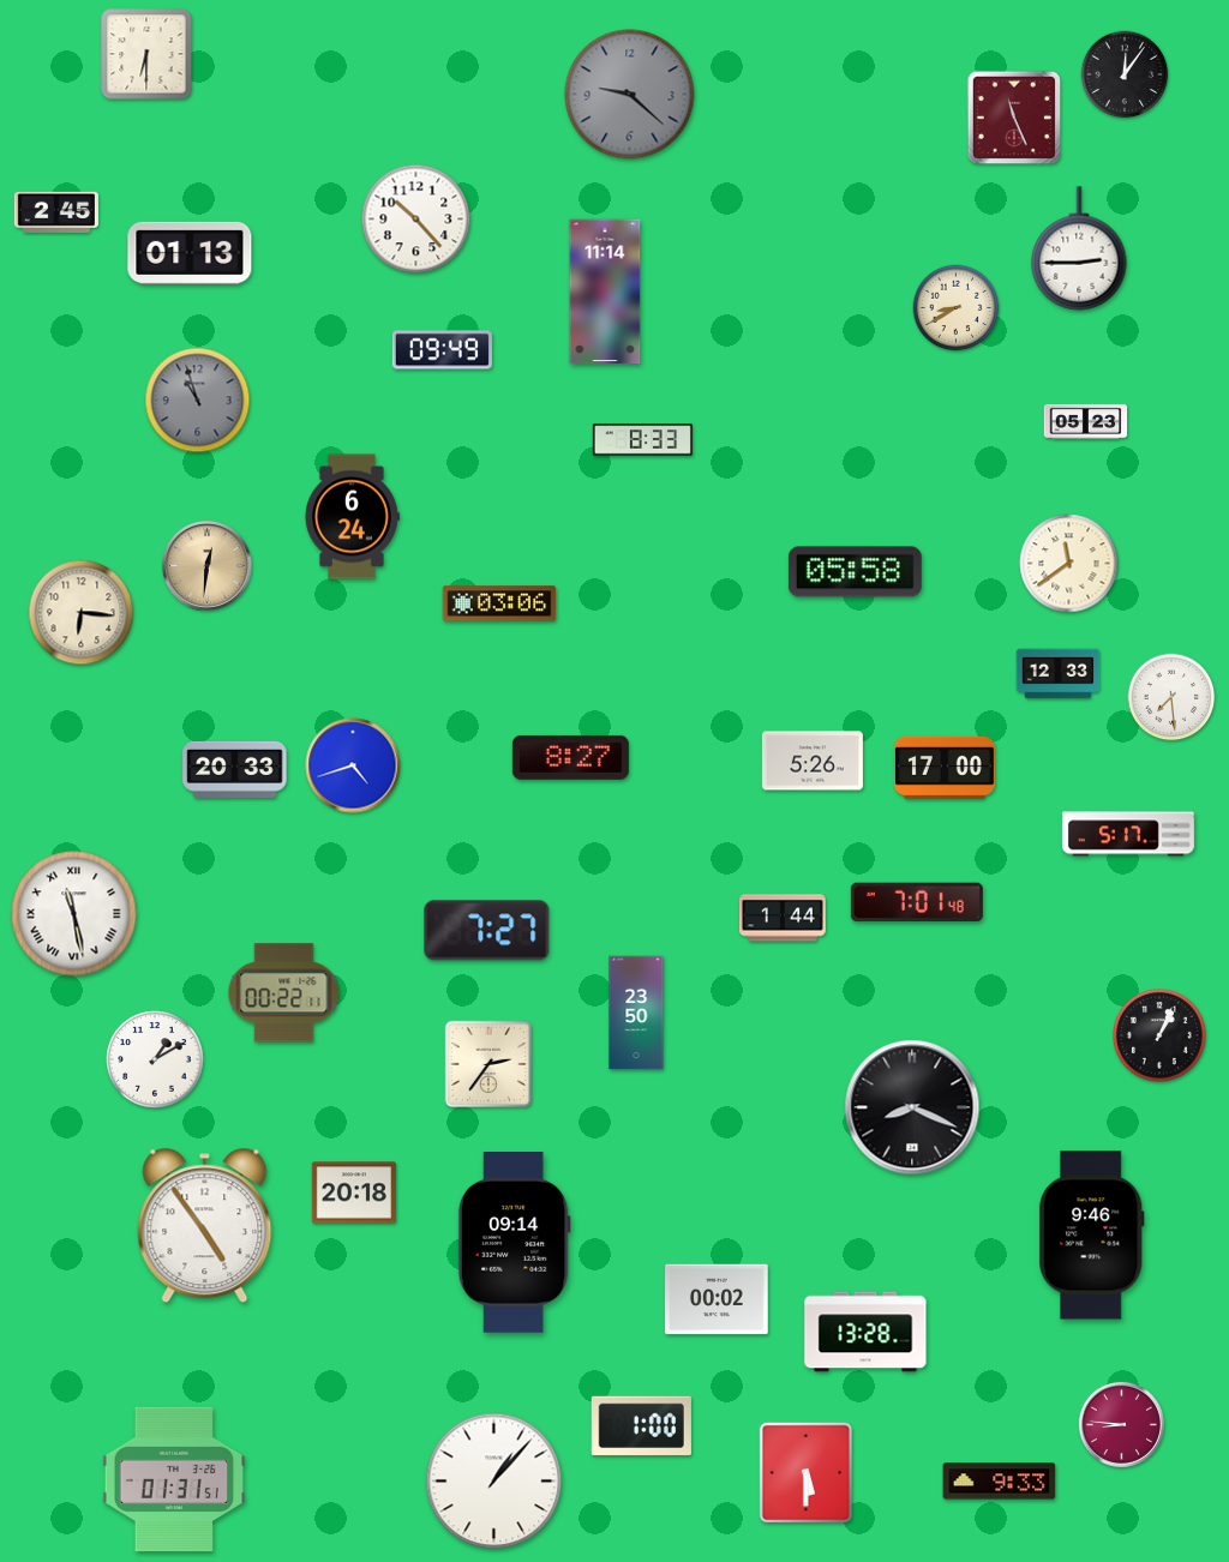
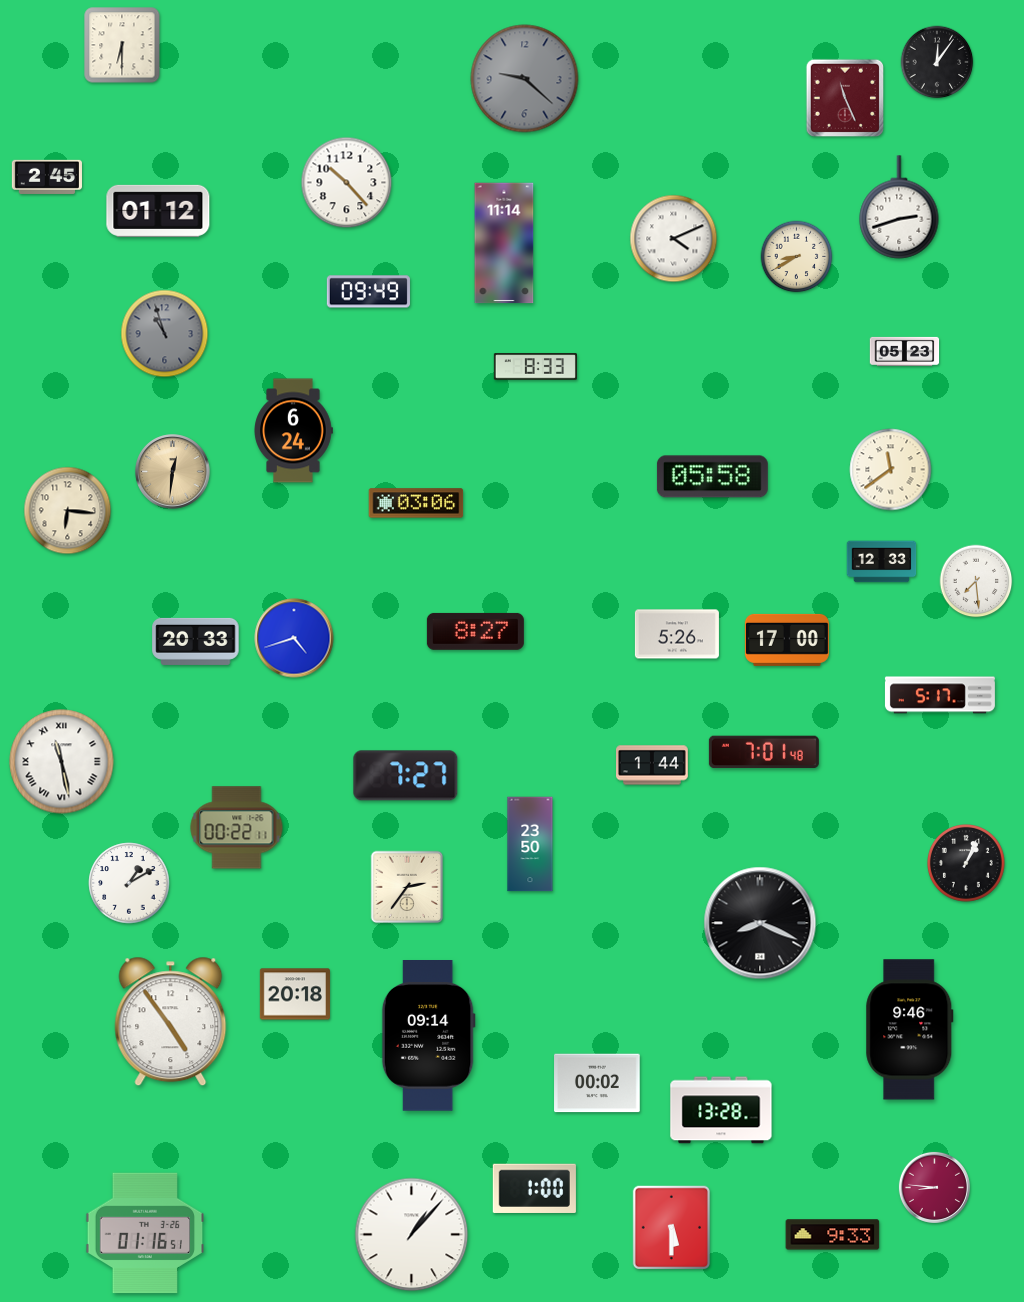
clock at (1079, 248): 2:45 -> 2:42
clock at (190, 253): 01:13 -> 01:12
clock at (674, 239): none -> 4:11
clock at (174, 1479): 01:31 -> 01:16
